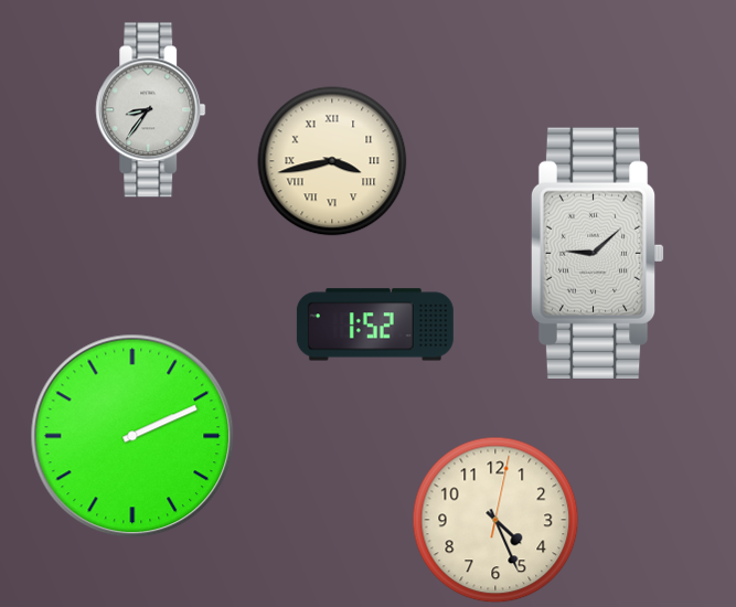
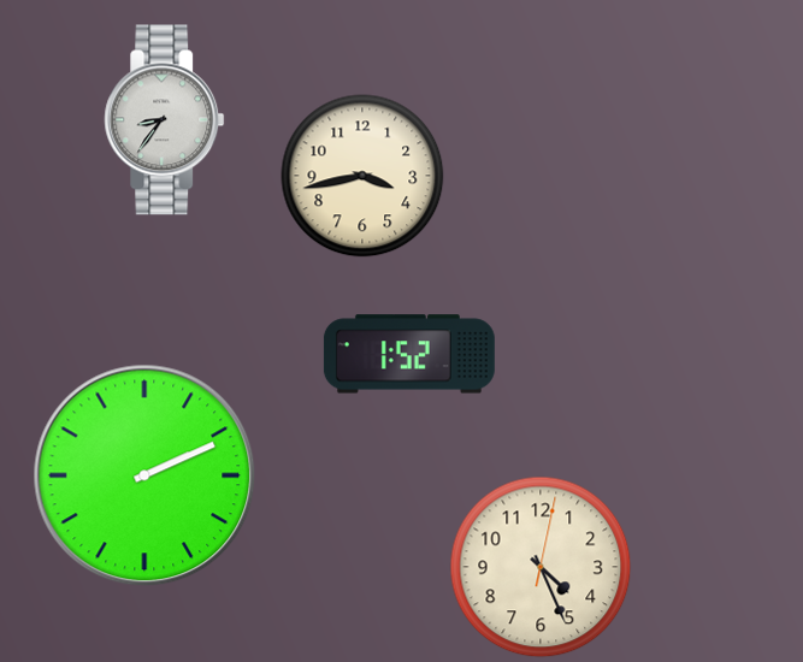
clock at (332, 161) numerals: Roman -> Arabic
clock at (597, 253): 9:08 -> none
